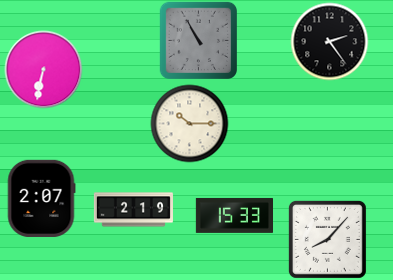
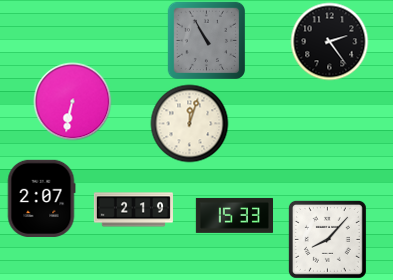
clock at (198, 40) position: (198, 40) -> (206, 40)
clock at (43, 69) position: (43, 69) -> (72, 101)
clock at (189, 123): 10:15 -> 12:03
